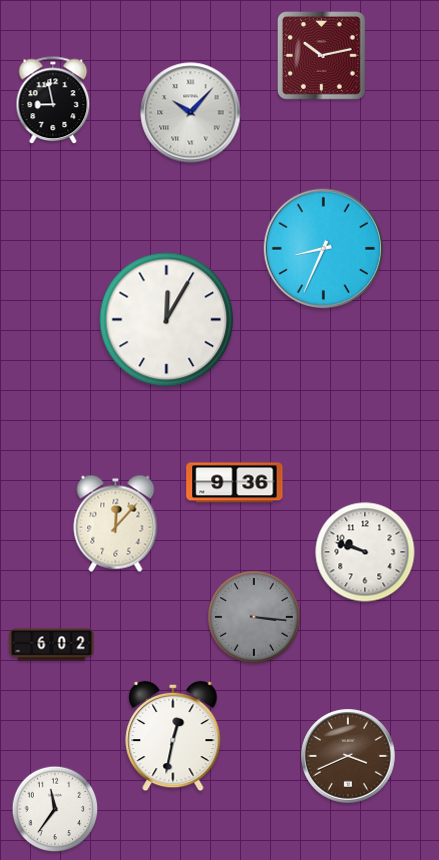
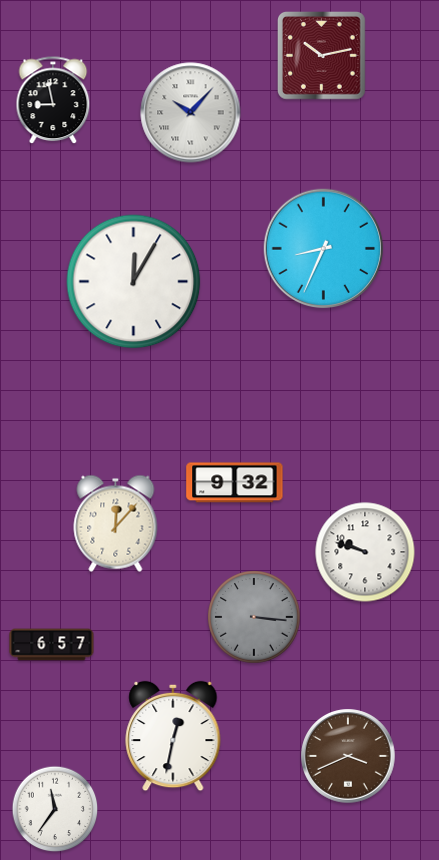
clock at (167, 320) position: (167, 320) -> (134, 282)
clock at (235, 483): 9:36 -> 9:32
clock at (52, 645): 6:02 -> 6:57
